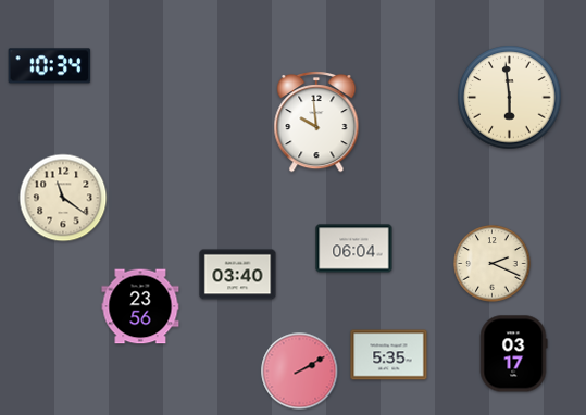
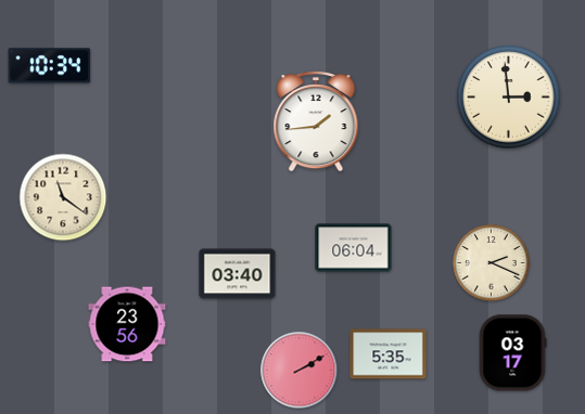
clock at (510, 98): 5:59 -> 2:59
clock at (316, 122): 9:59 -> 1:44
clock at (140, 306) position: (140, 306) -> (127, 324)
